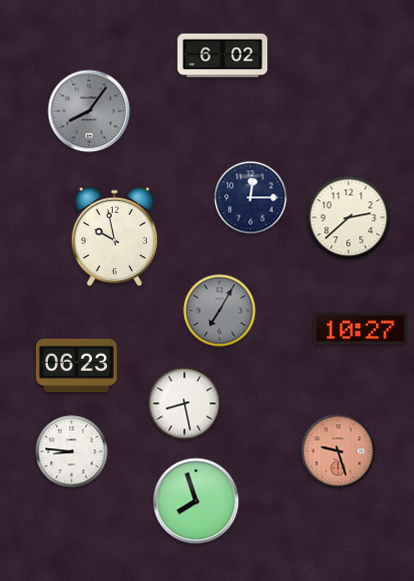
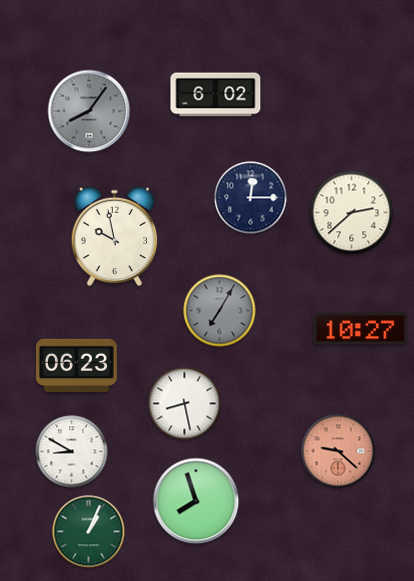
clock at (223, 56) position: (223, 56) -> (216, 95)
clock at (349, 218) position: (349, 218) -> (352, 213)
clock at (338, 451): 9:27 -> 9:22
clock at (72, 452): 8:46 -> 8:50
clock at (89, 532): none -> 1:04
